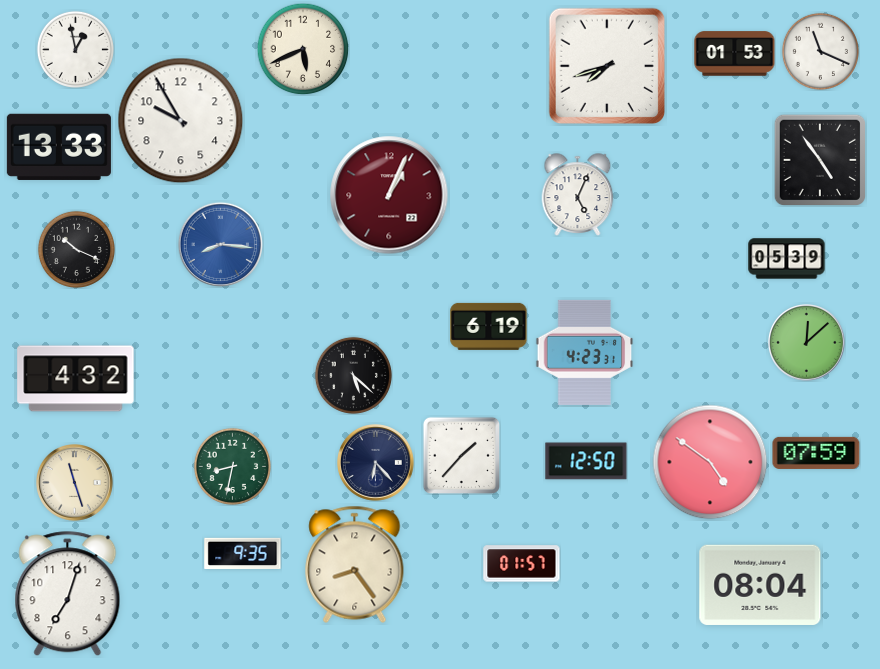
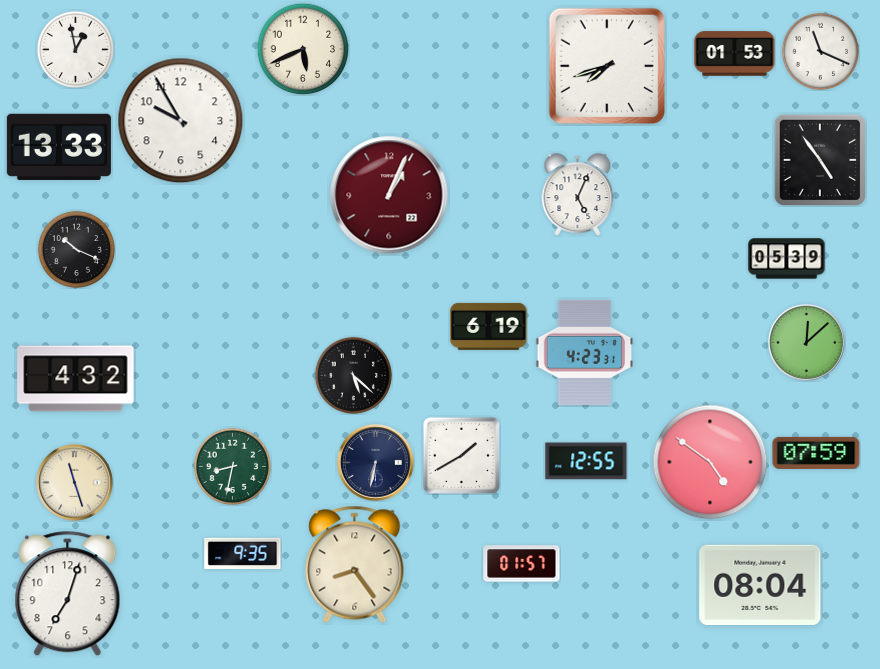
clock at (220, 244): 8:16 -> none
clock at (461, 455): 1:37 -> 1:40
clock at (586, 461): 12:50 -> 12:55
clock at (376, 463): 6:23 -> 6:32
